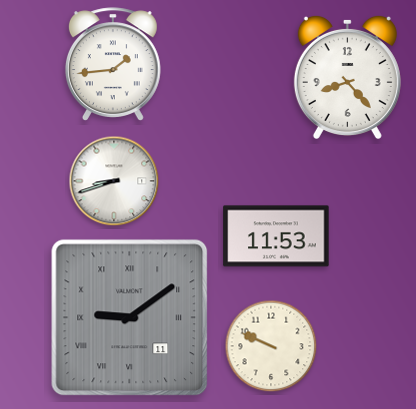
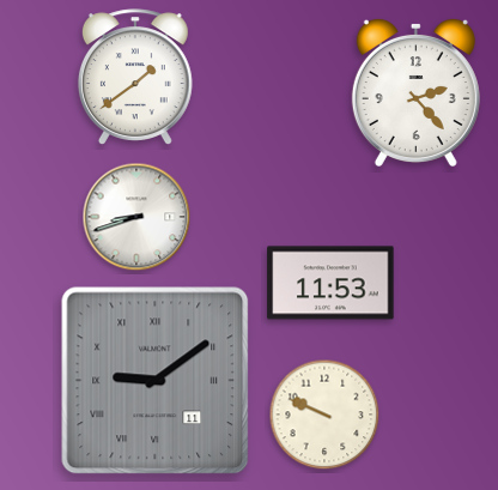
clock at (113, 64): 1:44 -> 1:39
clock at (347, 76): 8:23 -> 2:23
